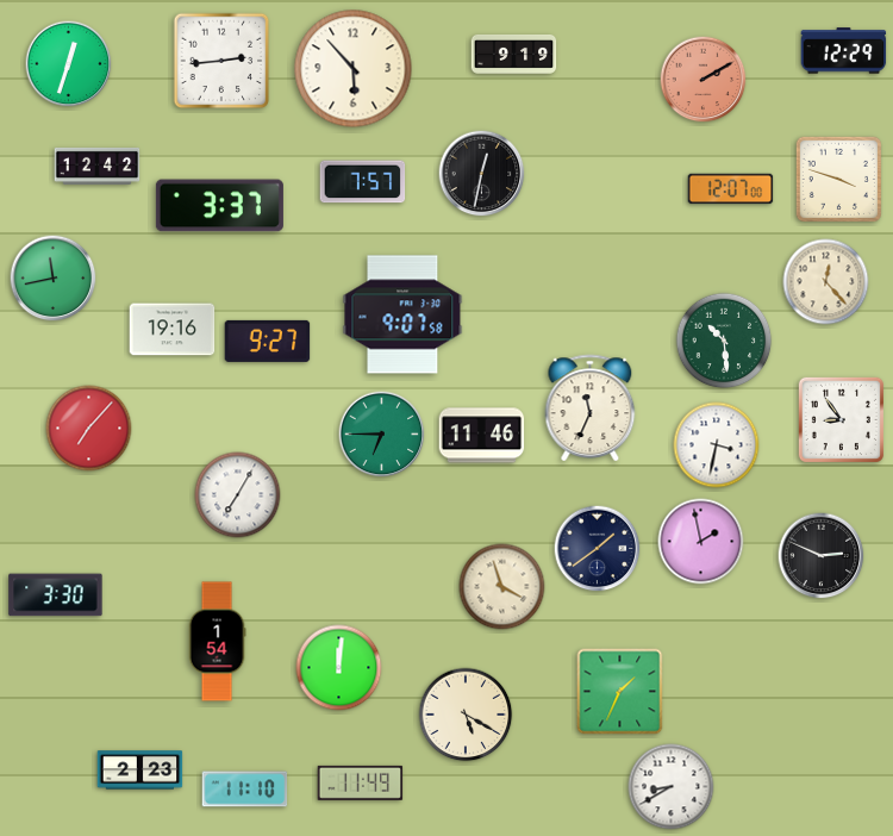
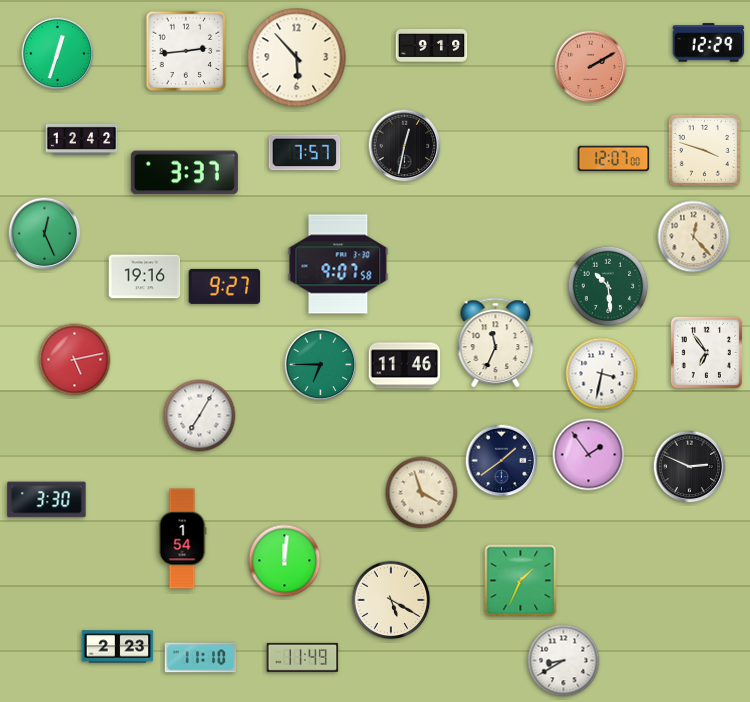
clock at (54, 279): 11:43 -> 12:26
clock at (841, 419): 8:54 -> 6:54
clock at (89, 429): 7:07 -> 5:13
clock at (701, 542): 1:58 -> 1:54
clock at (245, 790) position: (245, 790) -> (201, 658)
